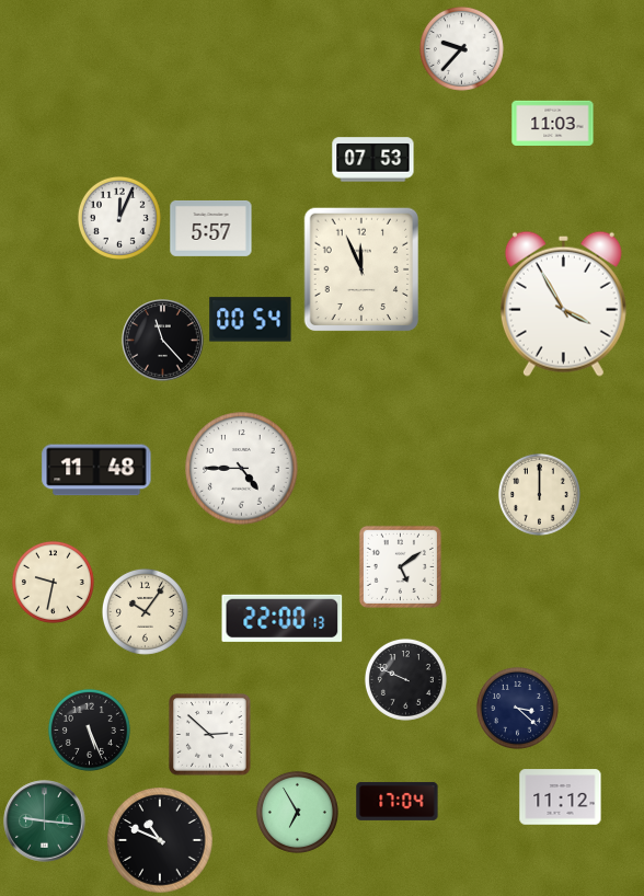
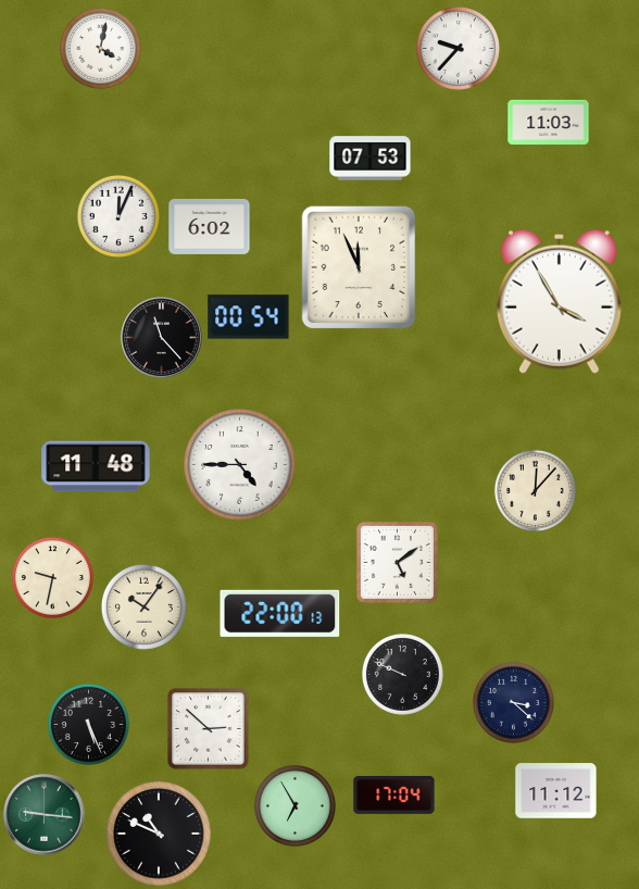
clock at (100, 48): none -> 4:02
clock at (211, 228): 5:57 -> 6:02
clock at (539, 494): 12:00 -> 12:07
